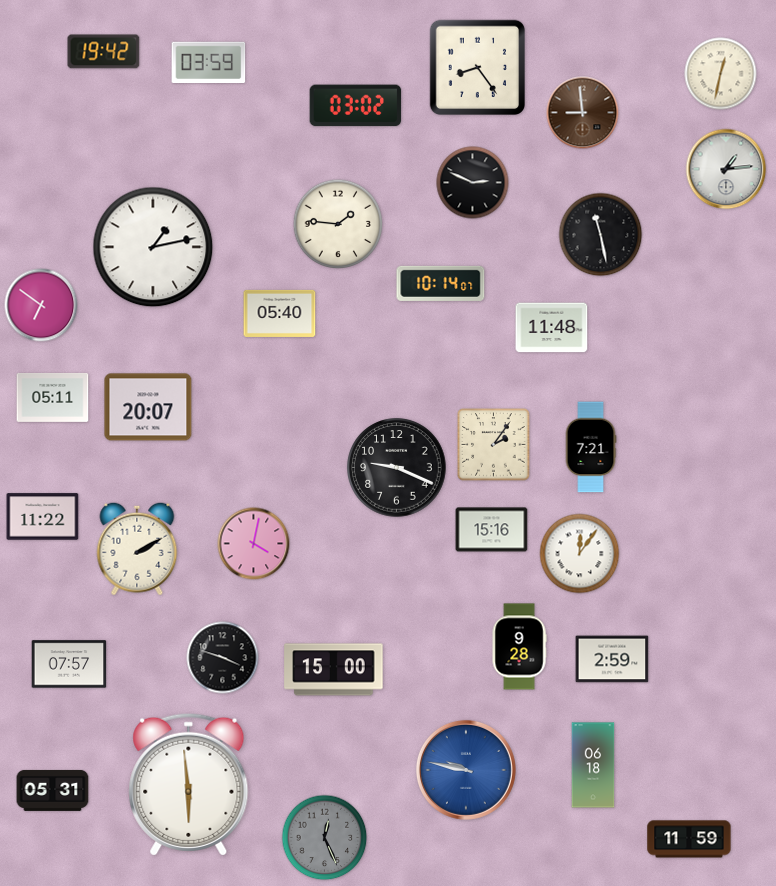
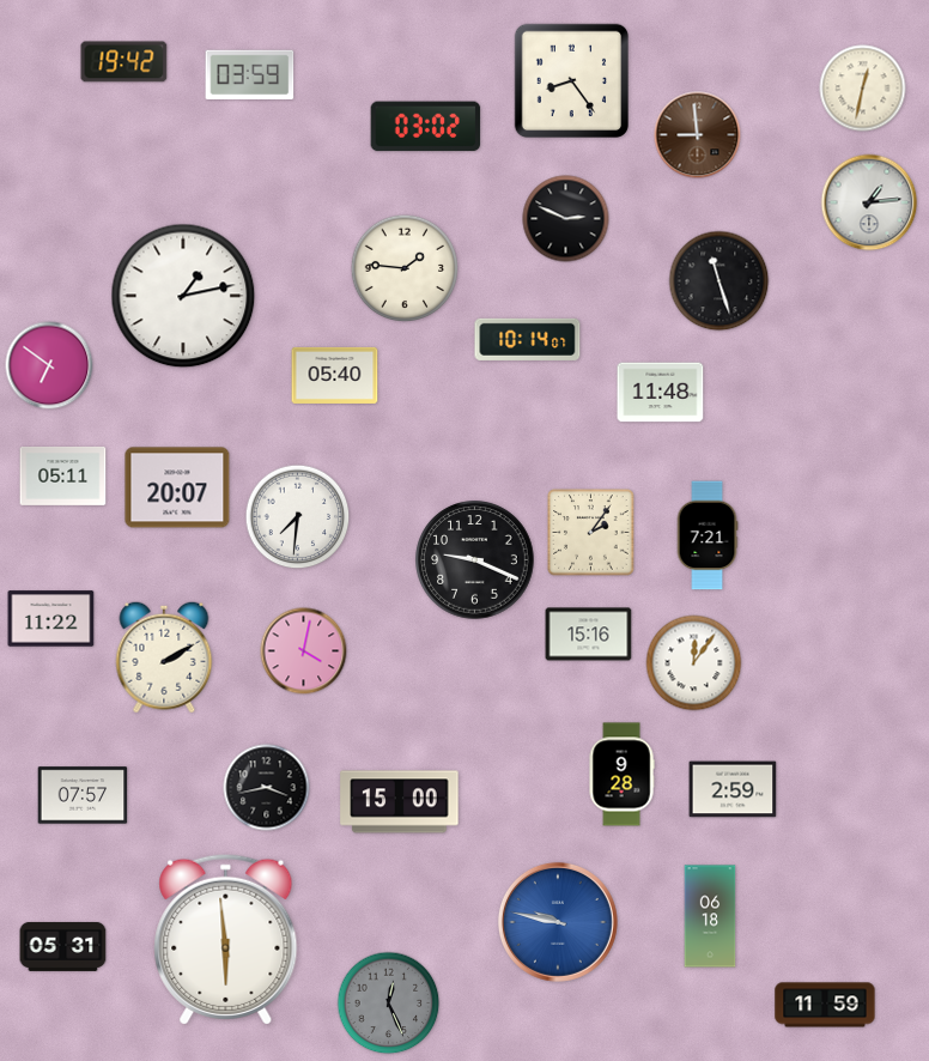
clock at (601, 235): 11:28 -> 11:27
clock at (298, 517): none -> 7:31
clock at (223, 658): 3:48 -> 3:43
